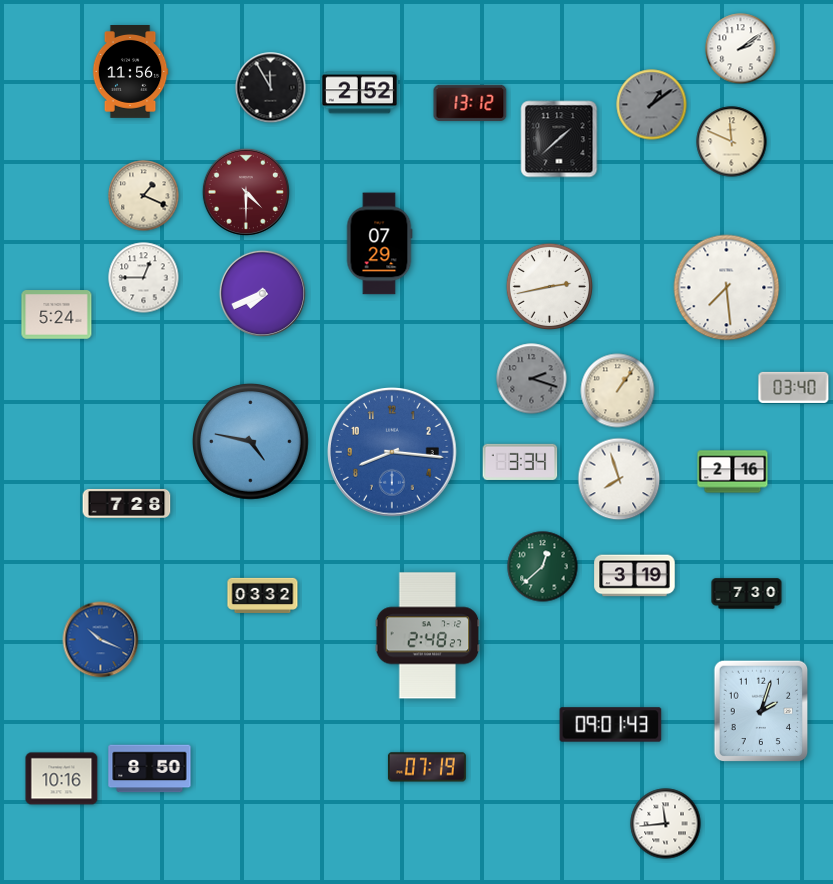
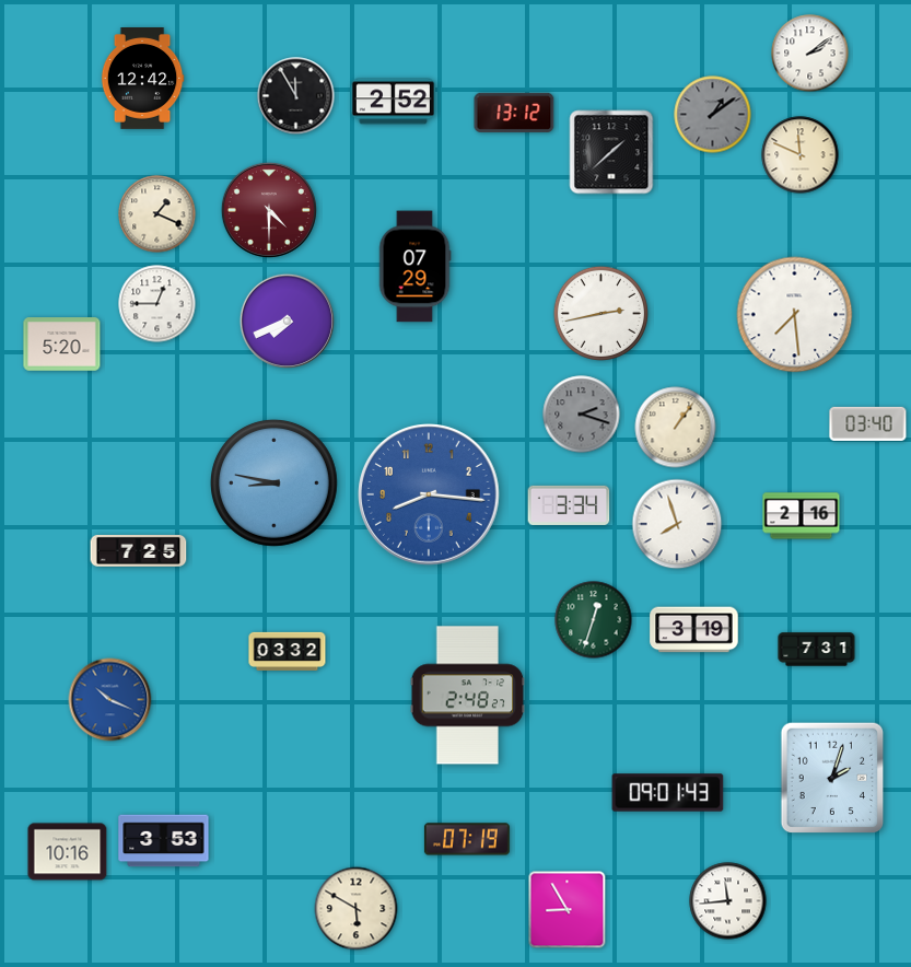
clock at (130, 72): 11:56 -> 12:42
clock at (57, 315): 5:24 -> 5:20
clock at (250, 441): 4:47 -> 8:47
clock at (127, 503): 7:28 -> 7:25
clock at (543, 567): 12:38 -> 12:33
clock at (747, 594): 7:30 -> 7:31
clock at (150, 769): 8:50 -> 3:53
clock at (357, 909): none -> 5:50
clock at (568, 910): none -> 8:55
